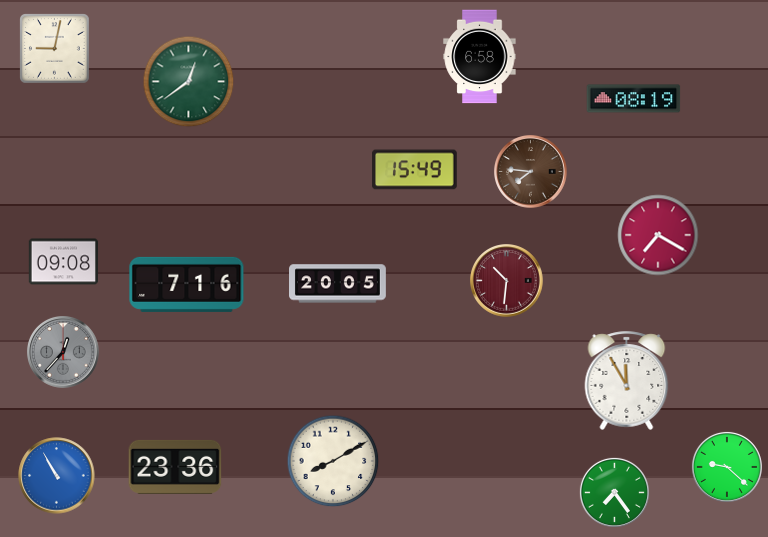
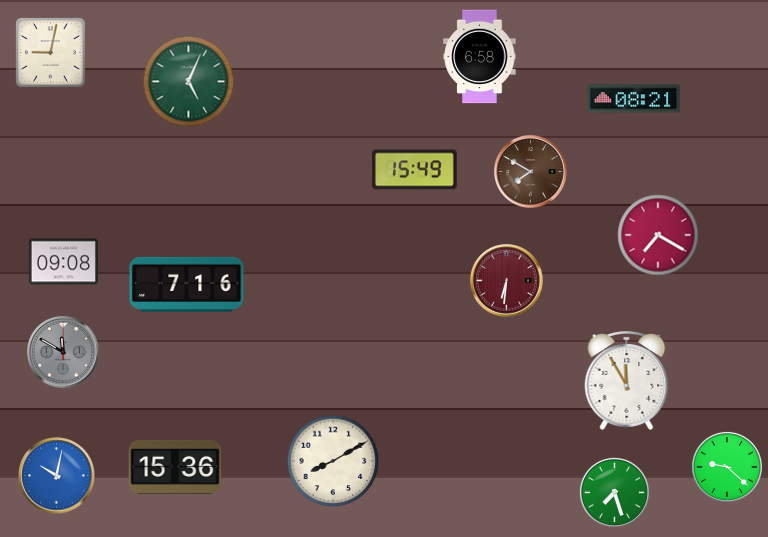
clock at (55, 49) position: (55, 49) -> (51, 53)
clock at (189, 82): 12:39 -> 5:04
clock at (634, 99): 08:19 -> 08:21
clock at (531, 172): 7:46 -> 7:50
clock at (507, 281): 10:31 -> 6:31
clock at (338, 284): 20:05 -> none
clock at (64, 353): 12:37 -> 11:50
clock at (175, 467): 23:36 -> 15:36
clock at (57, 476): 10:55 -> 10:02
clock at (614, 492): 7:24 -> 7:27
